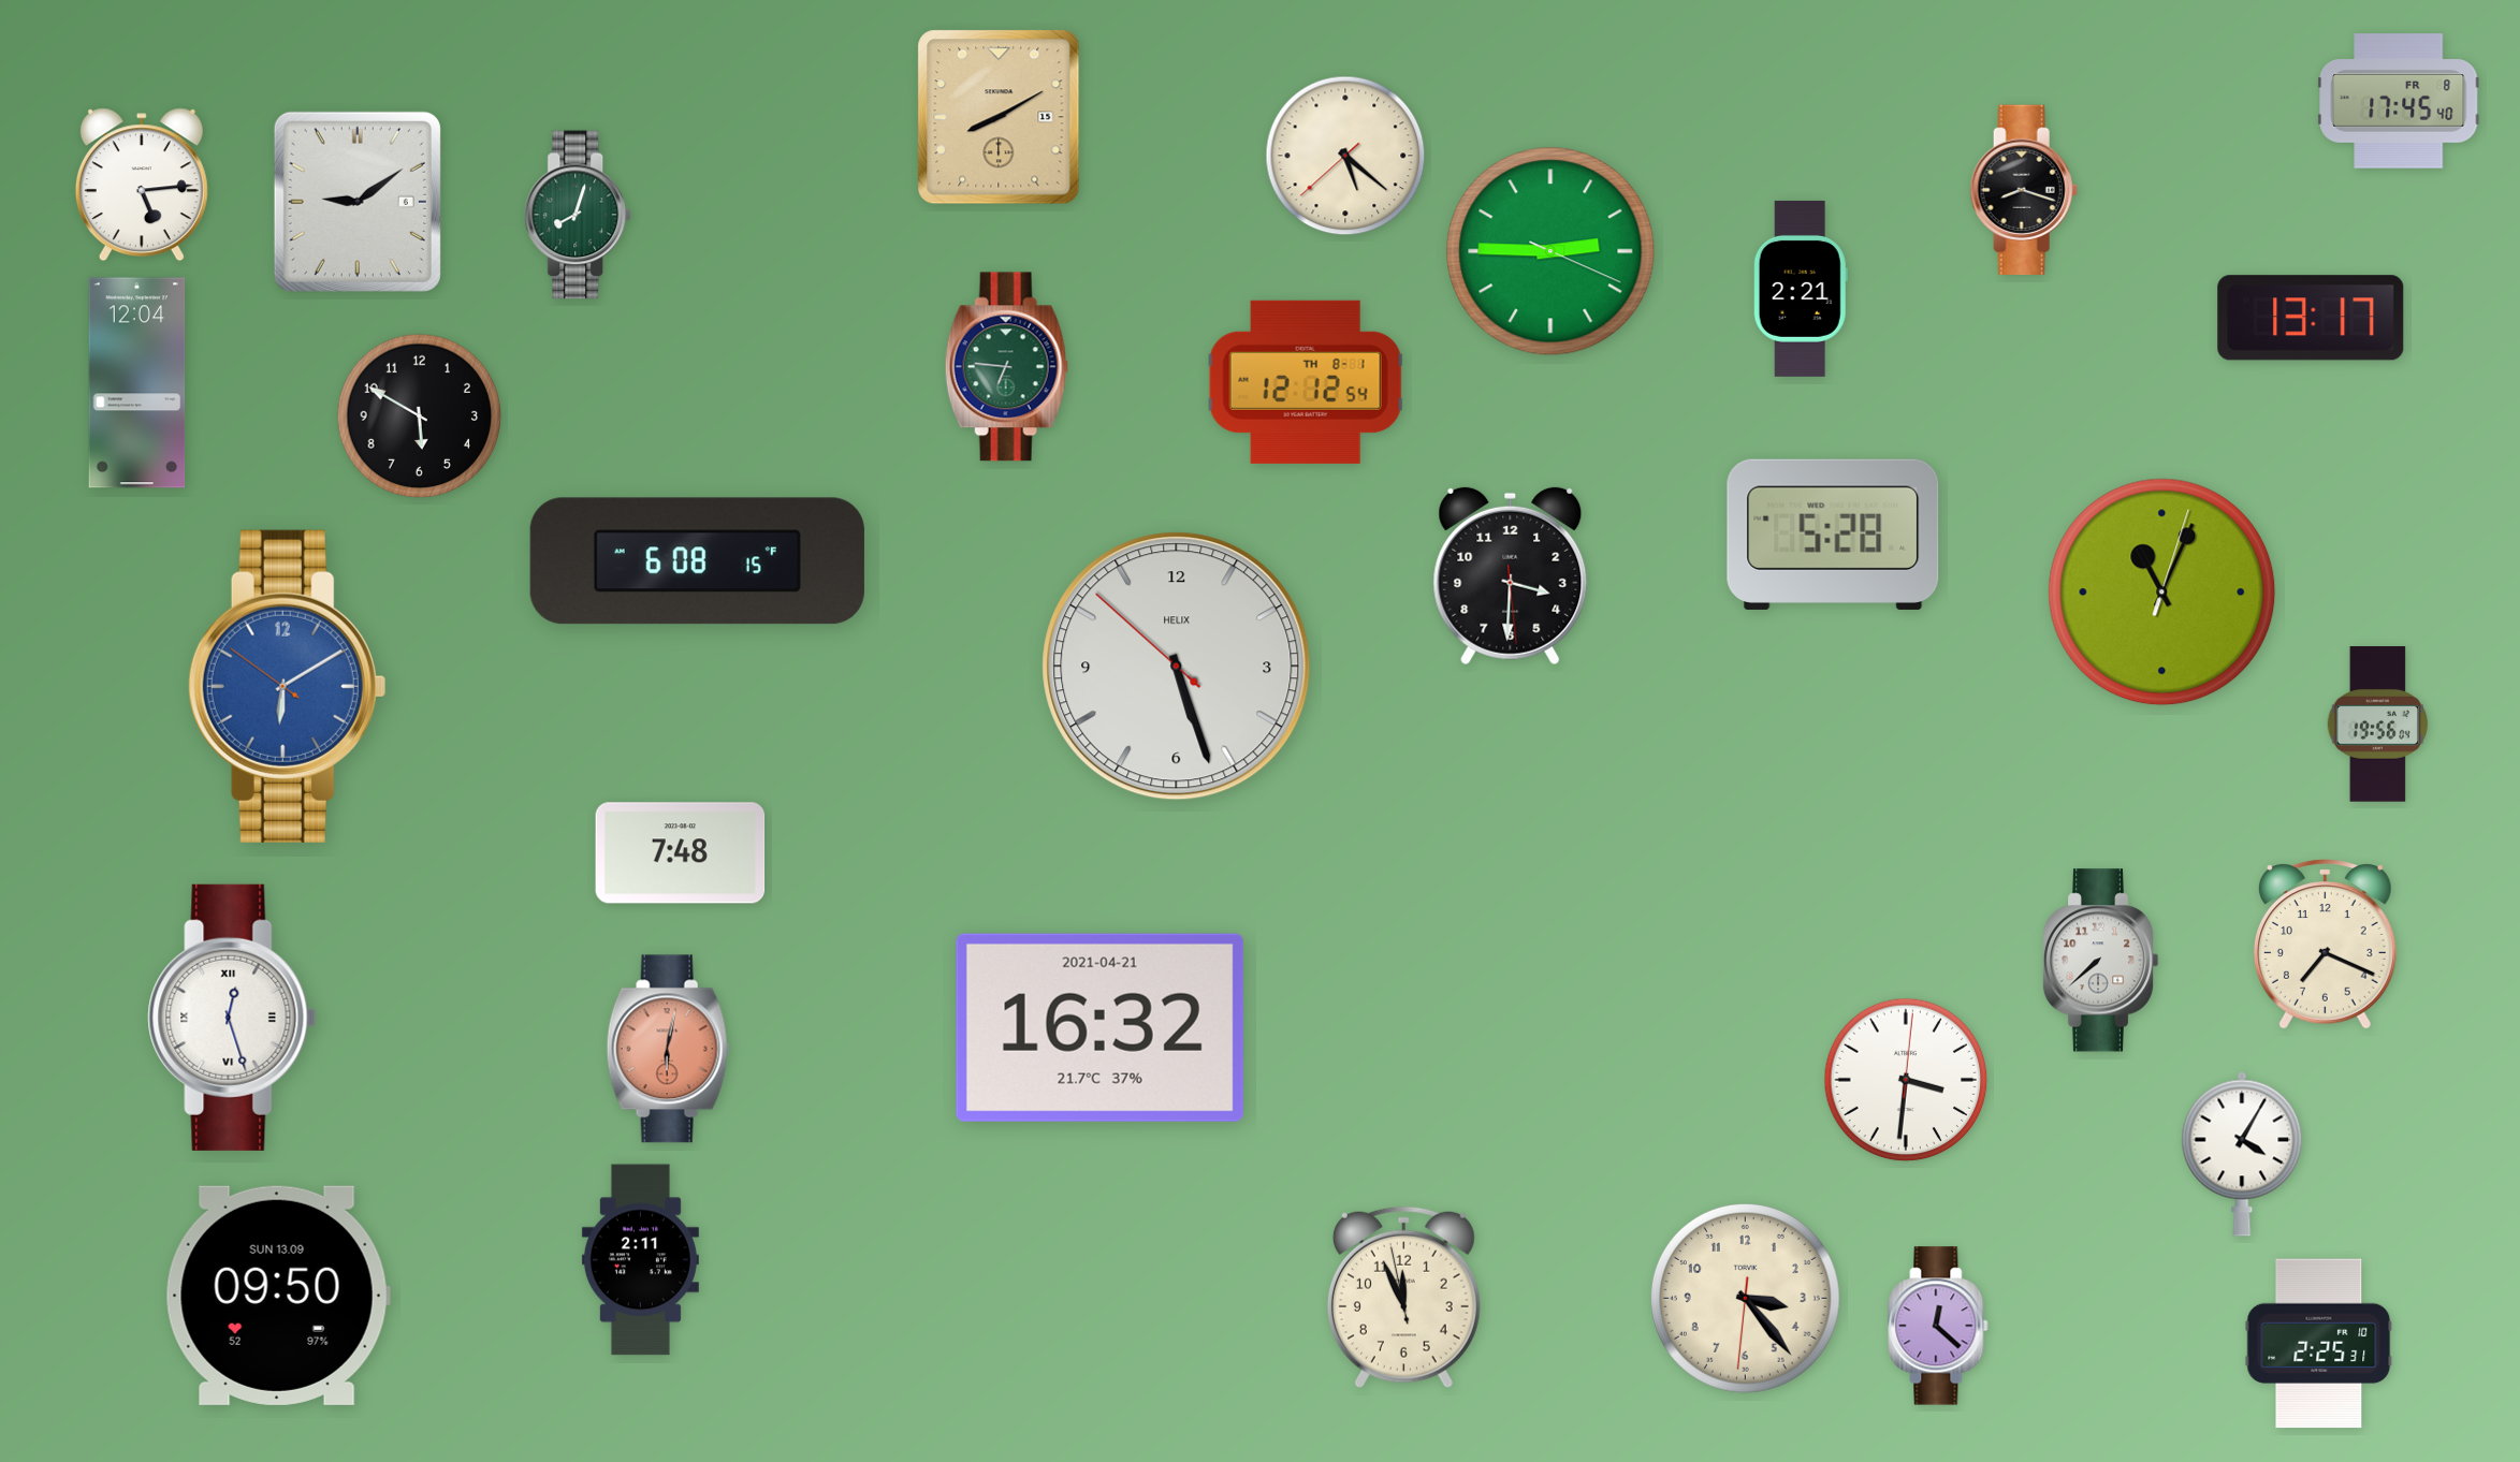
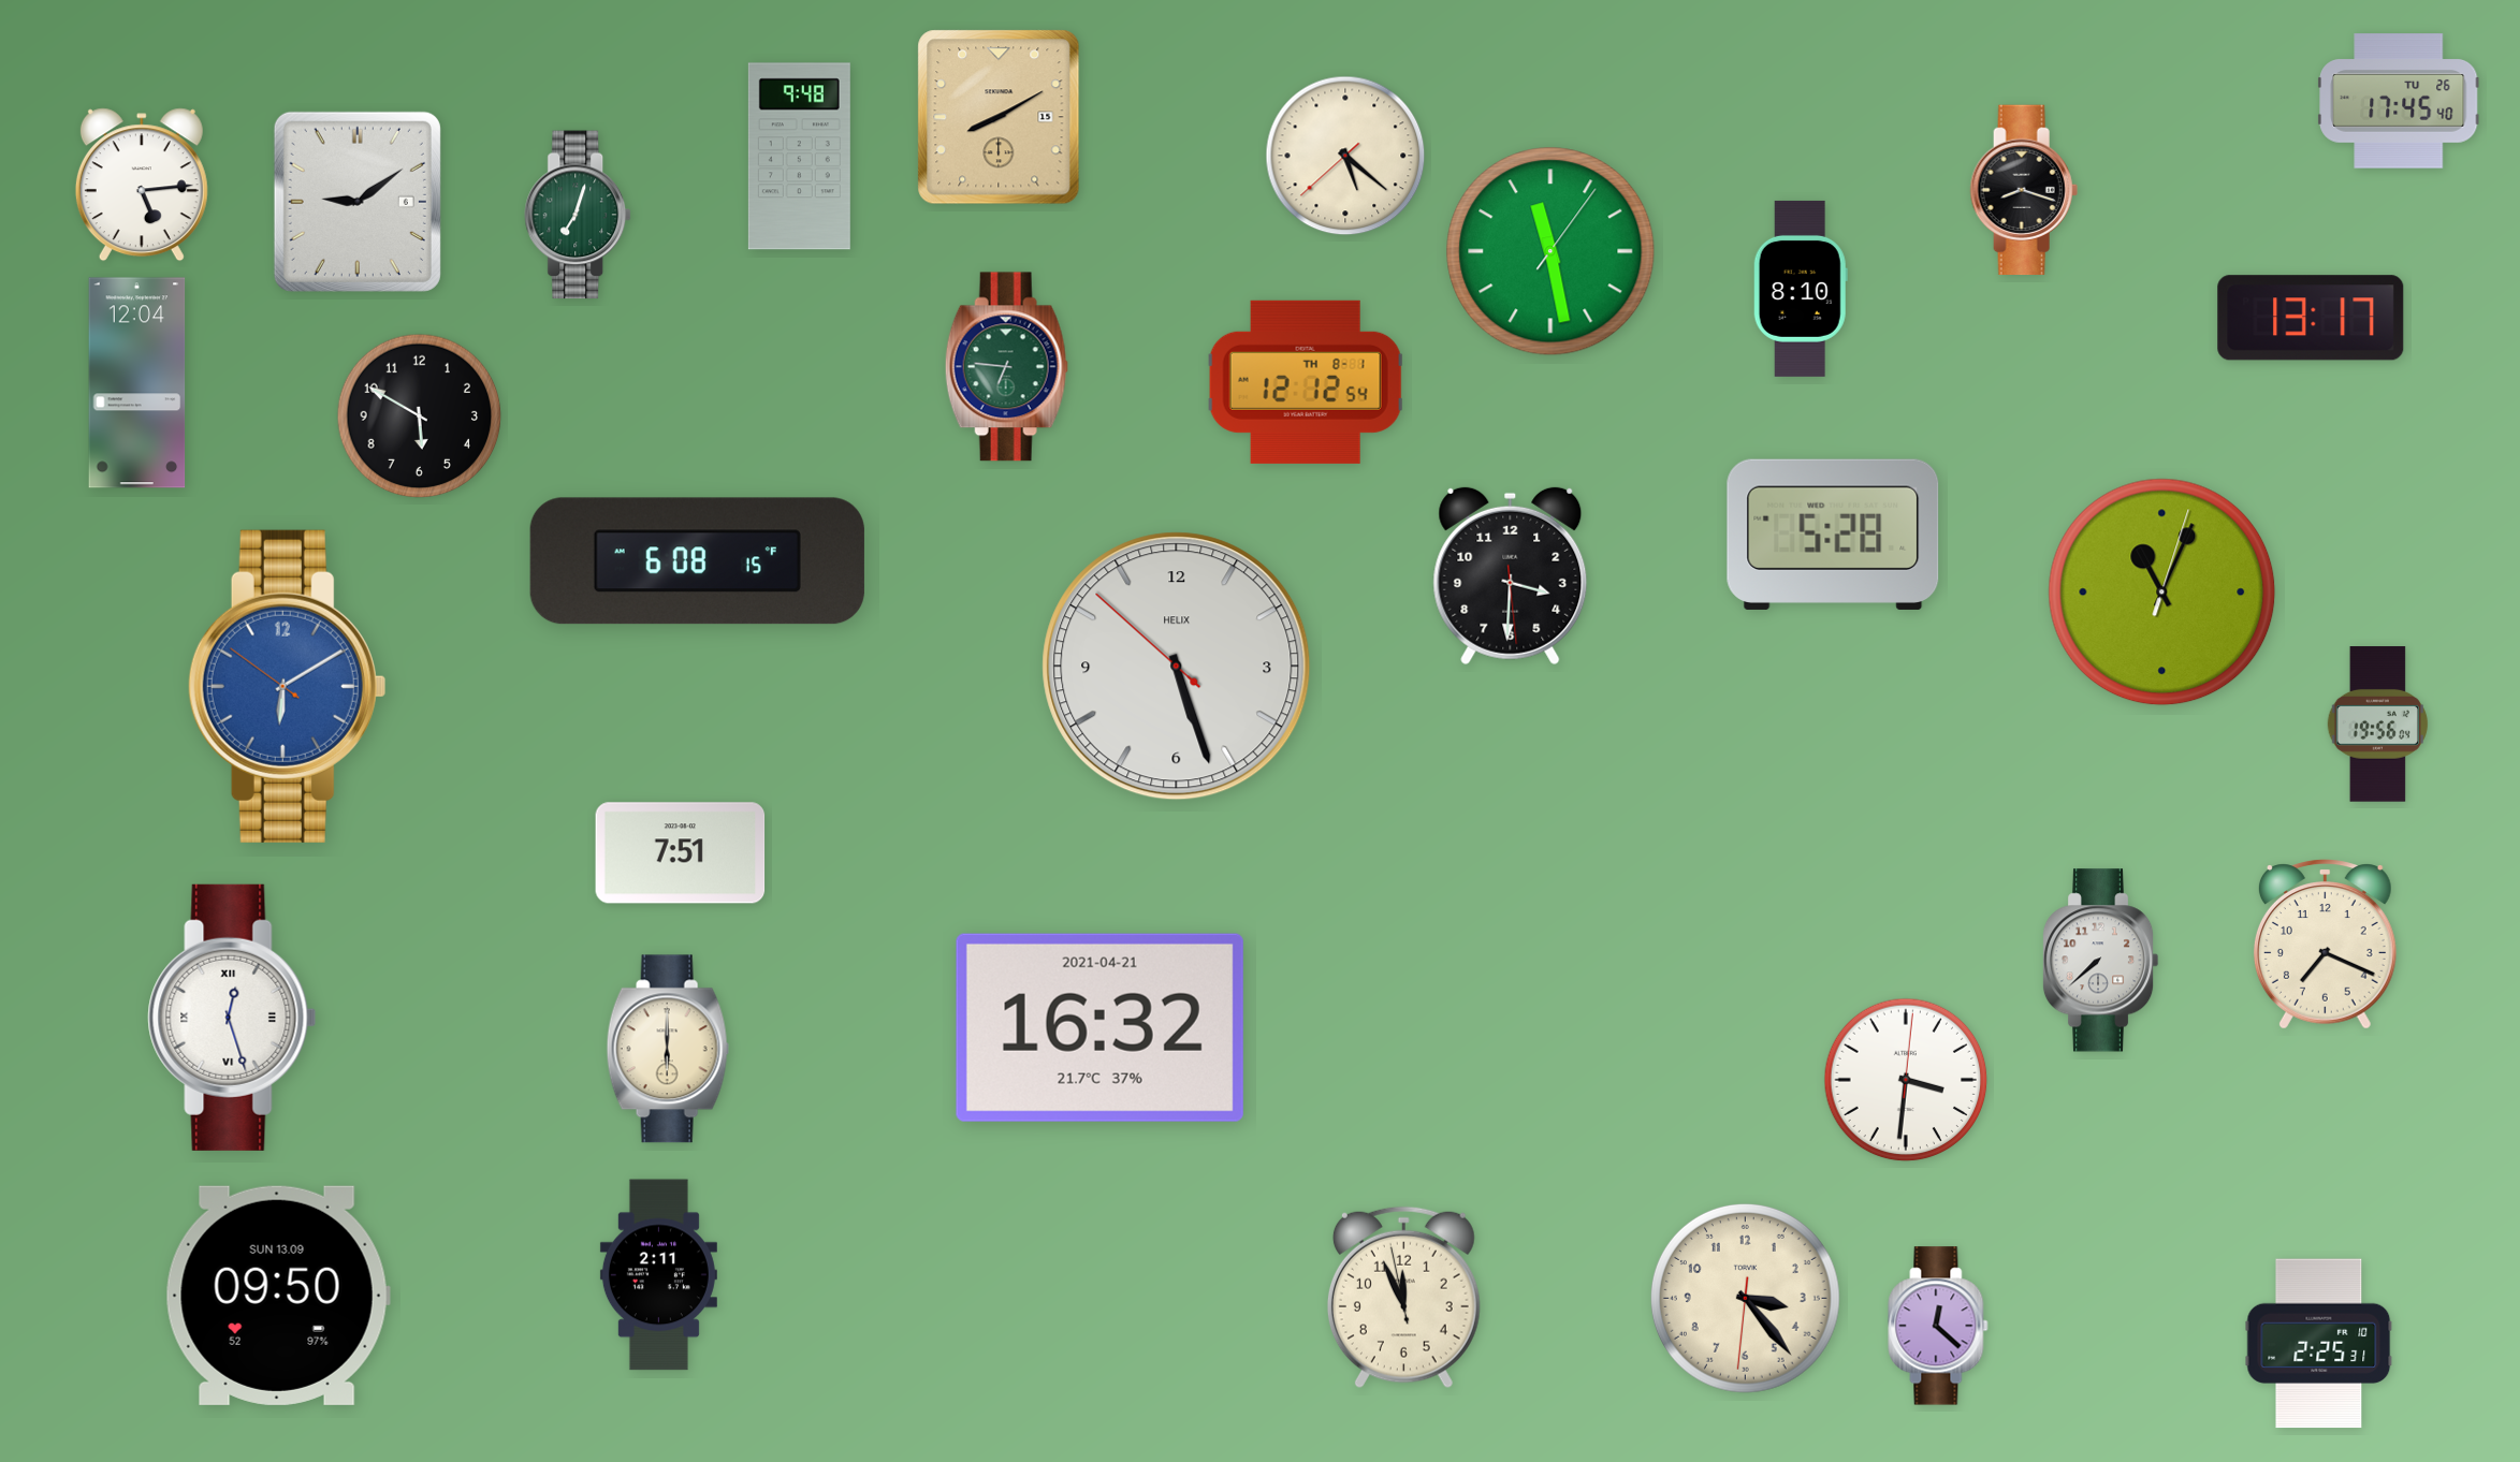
clock at (2399, 101) date: FR 8 -> TU 26
clock at (799, 157): none -> 9:48
clock at (579, 215): 8:03 -> 7:03
clock at (1550, 251): 2:45 -> 11:28
clock at (1801, 289): 2:21 -> 8:10
clock at (681, 853): 7:48 -> 7:51
clock at (668, 1049): 6:02 -> 6:00
clock at (668, 1049) dial: salmon -> cream
clock at (2242, 1154): 4:05 -> none
clock at (640, 1260) position: (640, 1260) -> (658, 1275)
